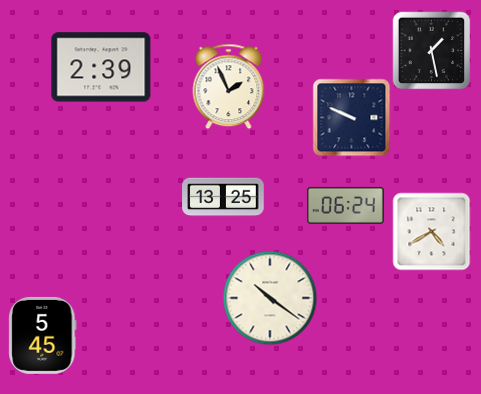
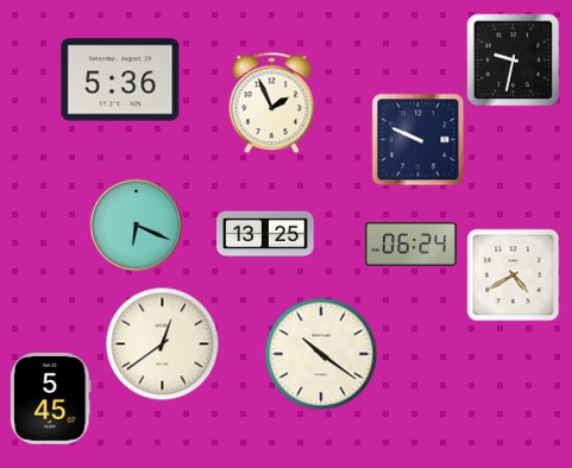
clock at (431, 50): 1:28 -> 9:32
clock at (101, 67): 2:39 -> 5:36
clock at (136, 224): none -> 6:19
clock at (162, 343): none -> 12:39
